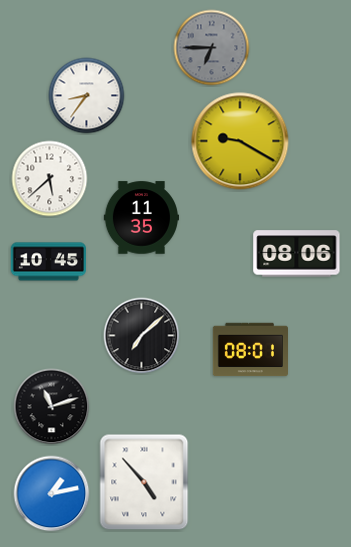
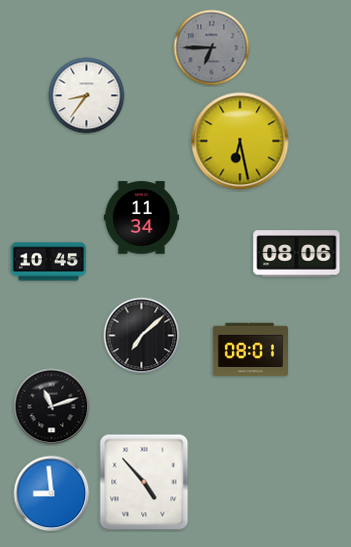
clock at (240, 141): 9:20 -> 6:28
clock at (50, 179): 5:38 -> none
clock at (141, 218): 11:35 -> 11:34
clock at (52, 494): 1:13 -> 8:59
